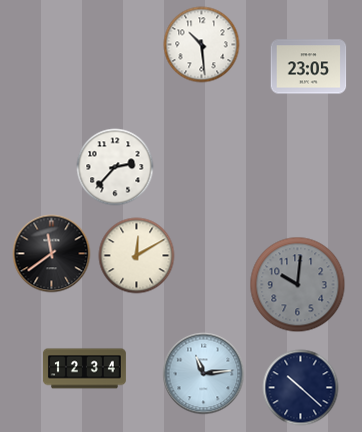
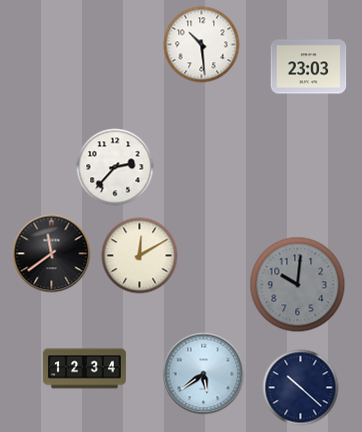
clock at (309, 67): 23:05 -> 23:03
clock at (137, 256) position: (137, 256) -> (140, 256)
clock at (204, 374): 11:14 -> 5:39
